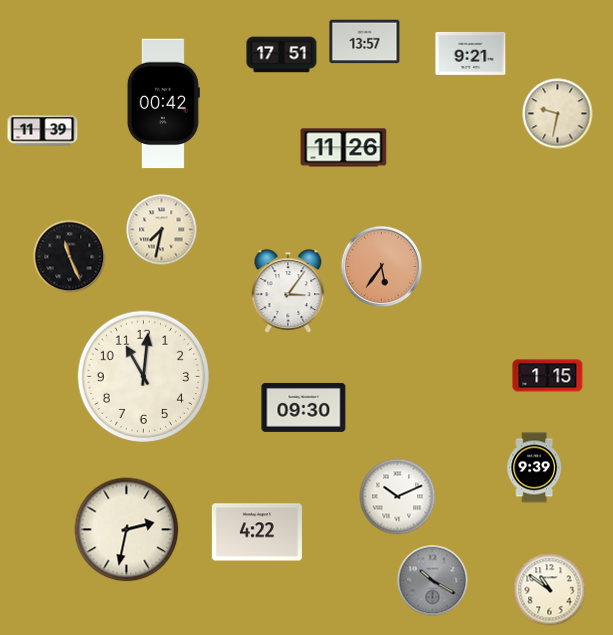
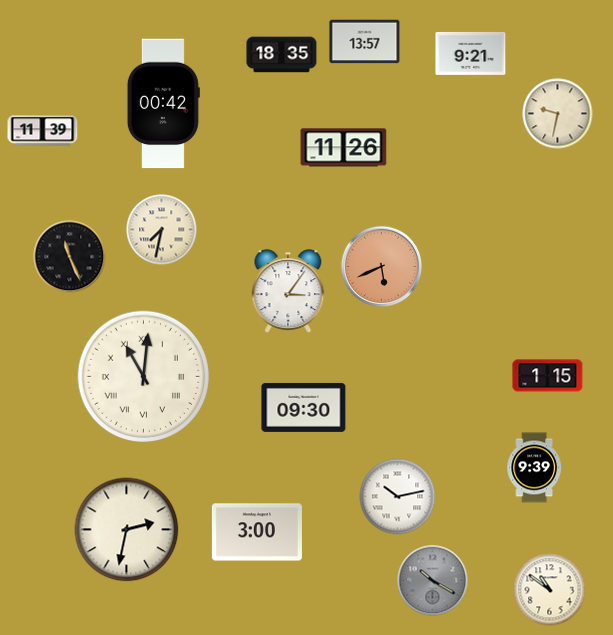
clock at (282, 55): 17:51 -> 18:35
clock at (382, 267): 5:36 -> 5:41
clock at (144, 377) numerals: Arabic -> Roman
clock at (398, 497): 10:11 -> 10:13
clock at (257, 532): 4:22 -> 3:00
